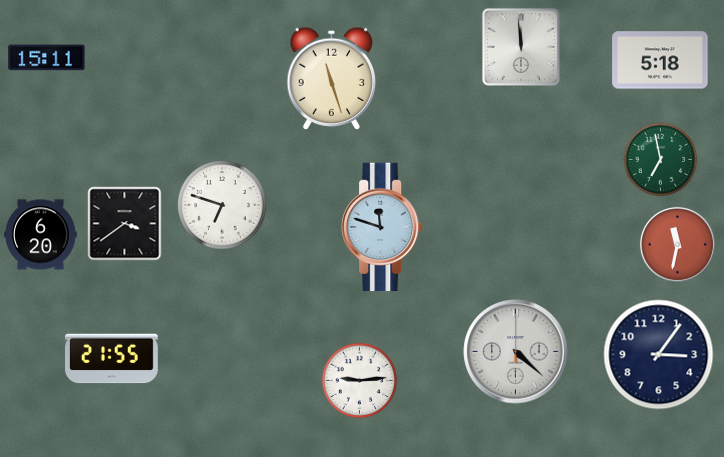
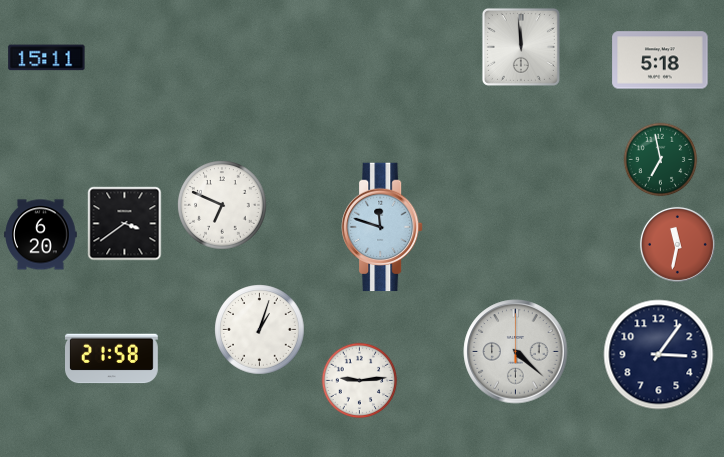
clock at (332, 79): 11:27 -> none
clock at (222, 205): 6:48 -> 6:49
clock at (260, 330): none -> 1:03
clock at (112, 359): 21:55 -> 21:58
